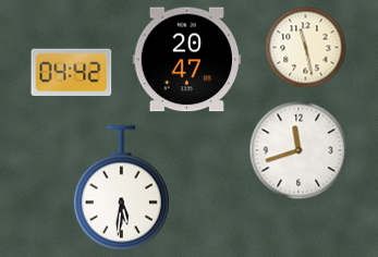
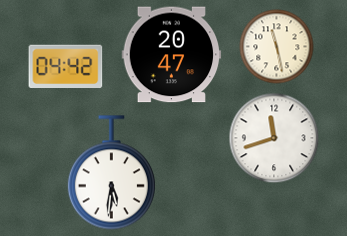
clock at (306, 48) position: (306, 48) -> (277, 47)
